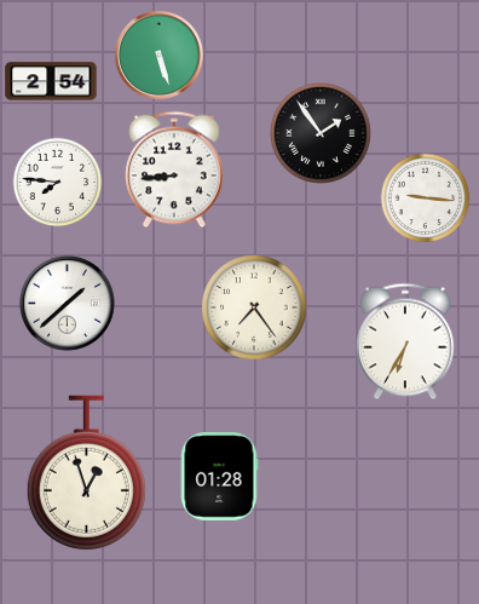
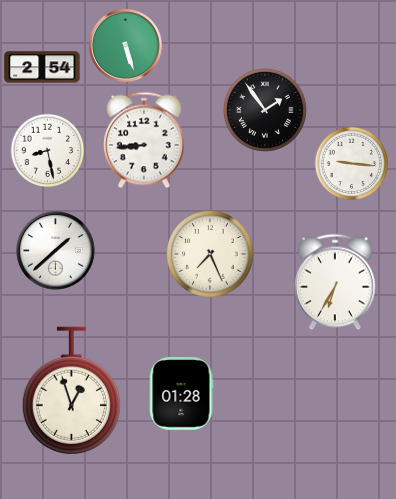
clock at (158, 54) position: (158, 54) -> (125, 45)
clock at (58, 183): 7:46 -> 8:28
clock at (254, 307): 7:24 -> 7:26
